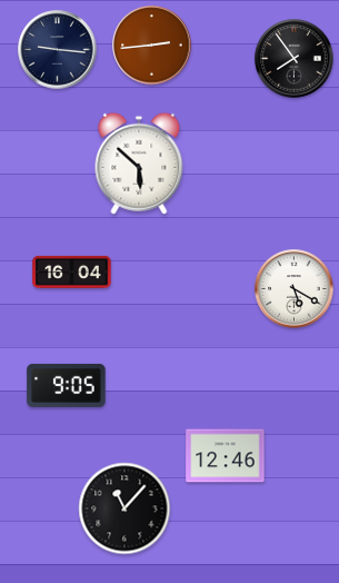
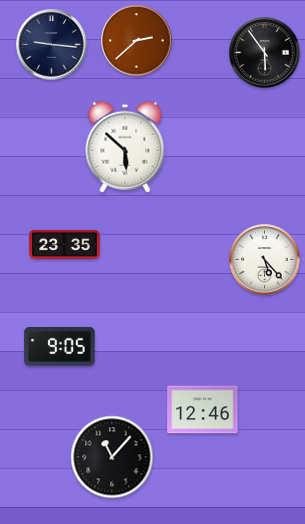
clock at (152, 46): 2:44 -> 2:38
clock at (295, 59): 7:54 -> 5:54
clock at (72, 271): 16:04 -> 23:35
clock at (295, 289): 5:20 -> 5:23
